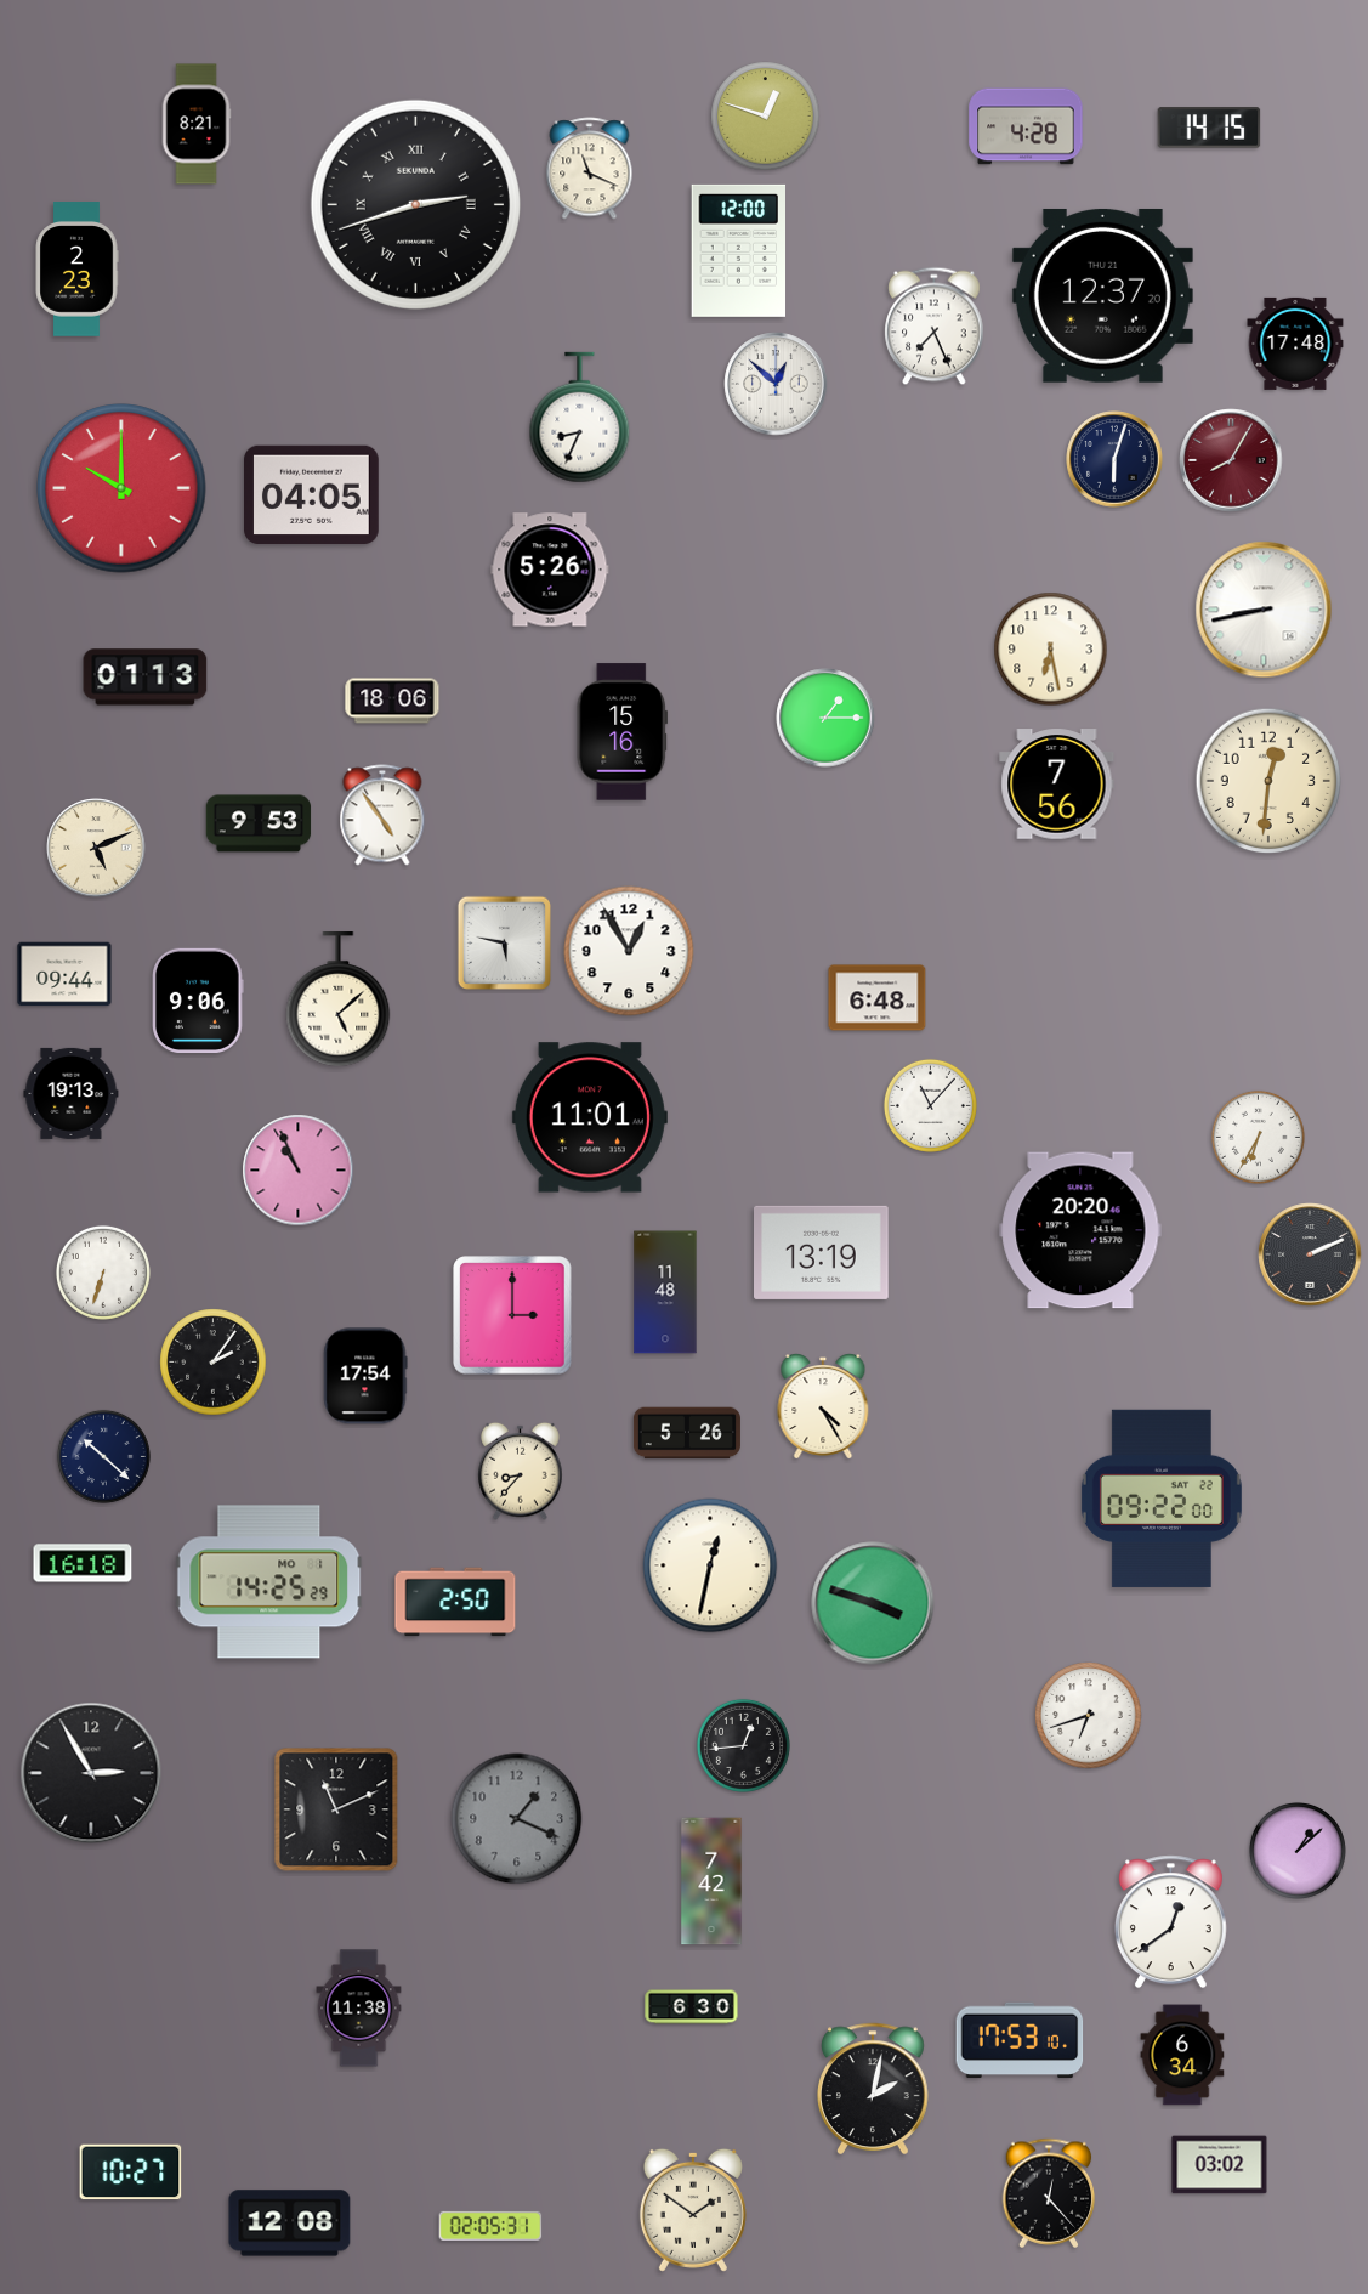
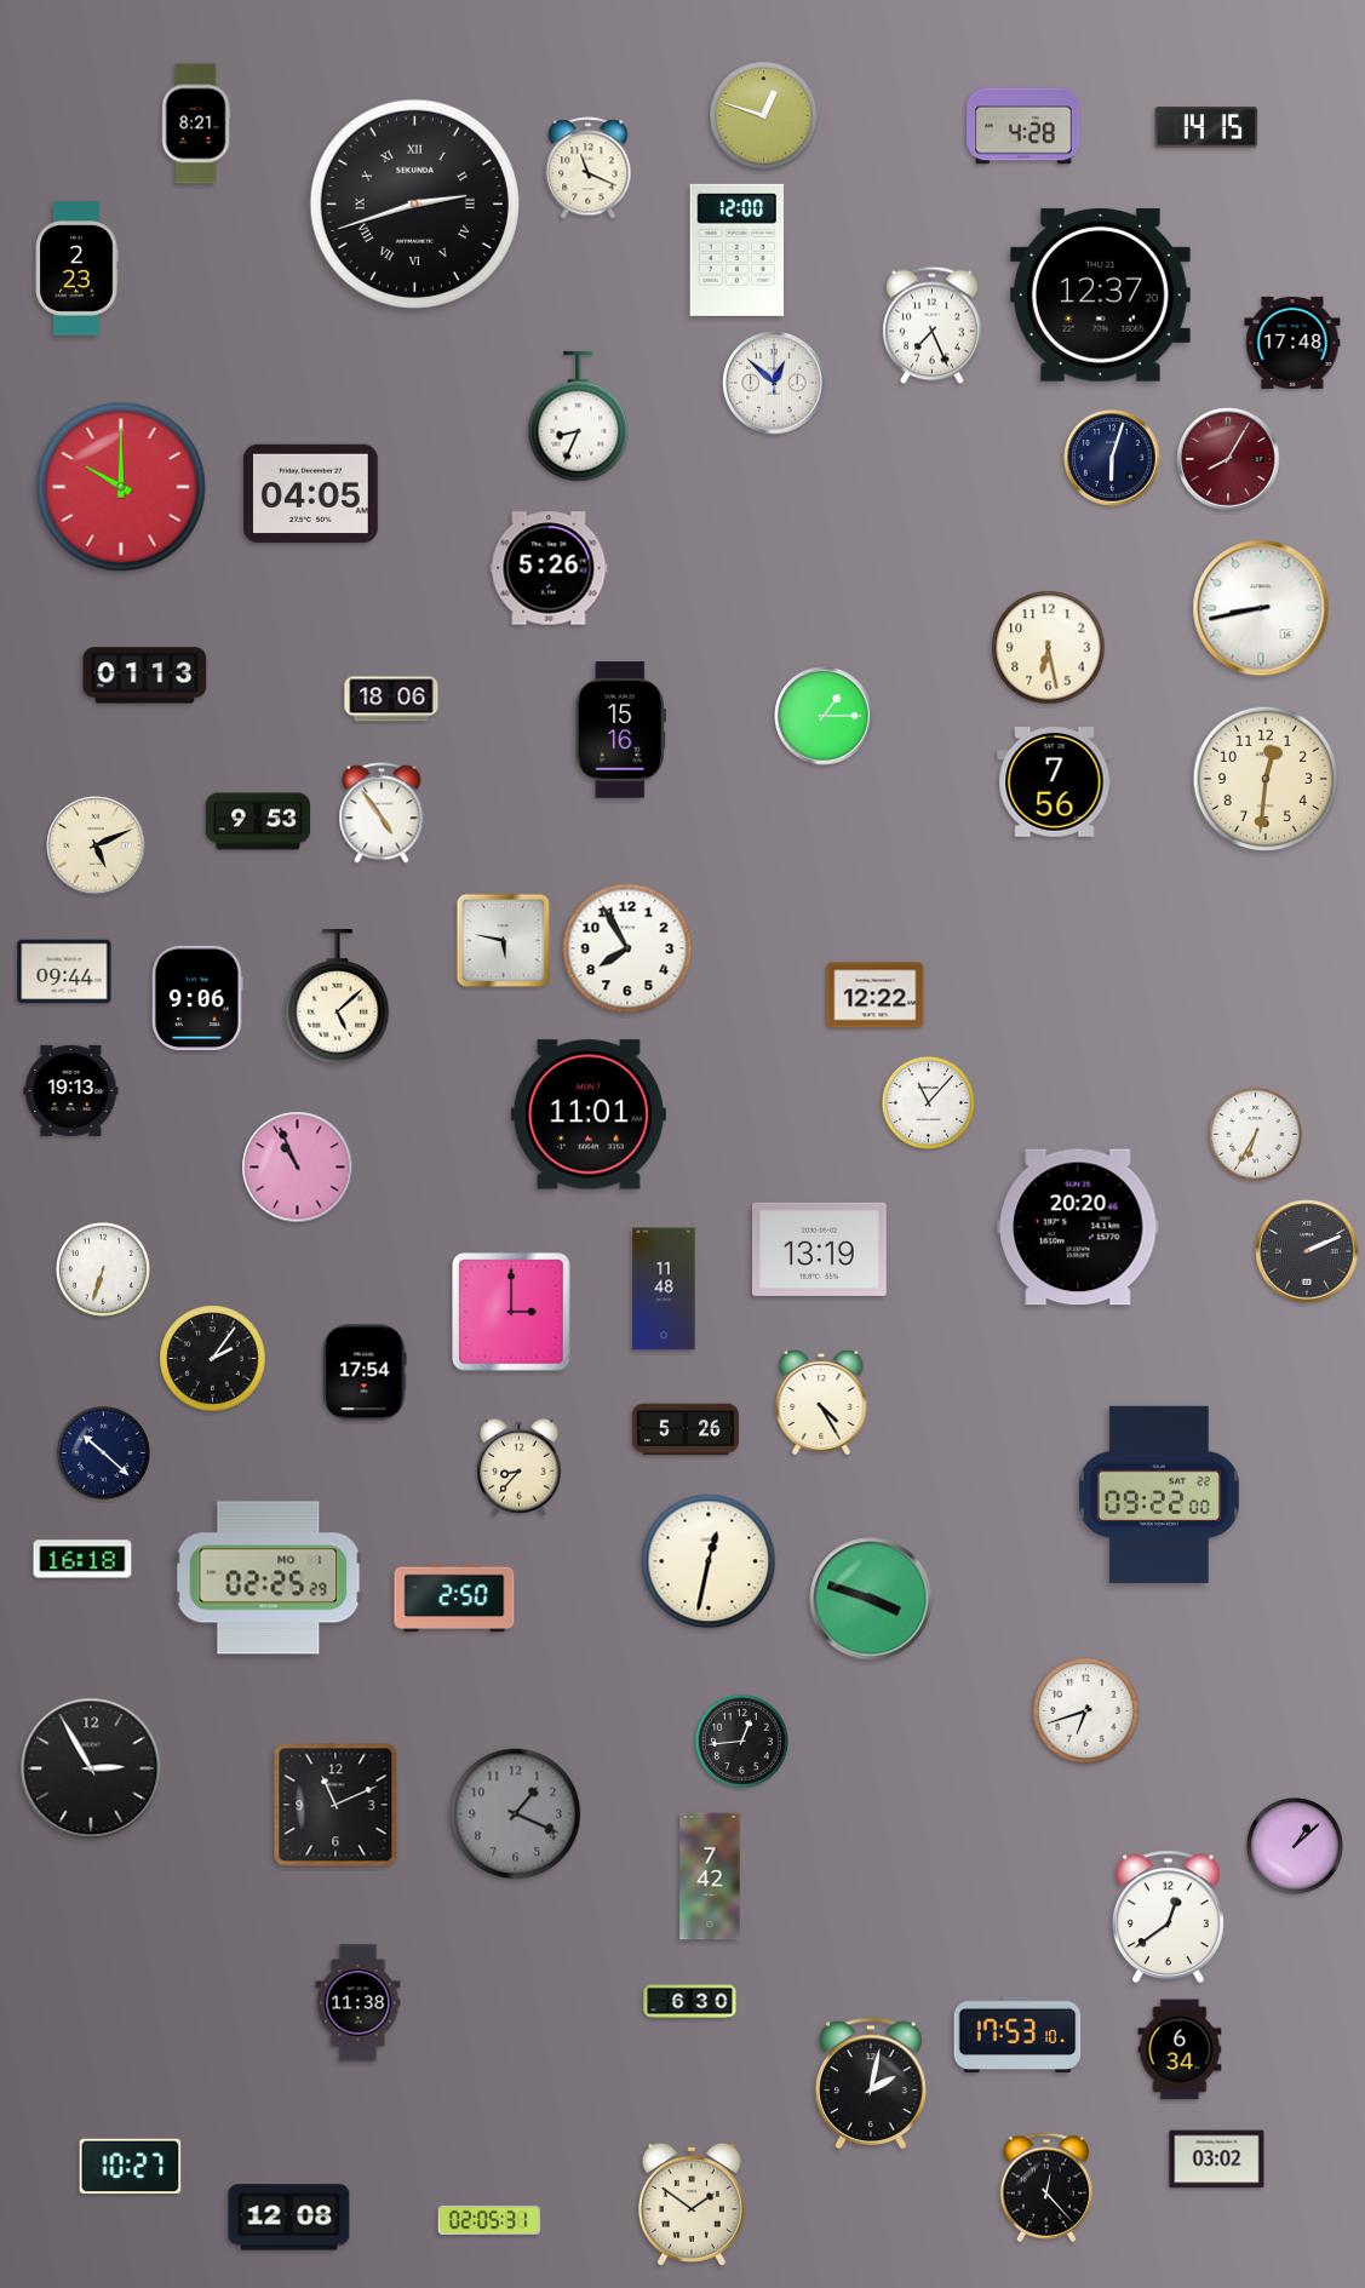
clock at (629, 951): 12:55 -> 7:55
clock at (878, 998): 6:48 -> 12:22
clock at (269, 1582): 14:25 -> 02:25
